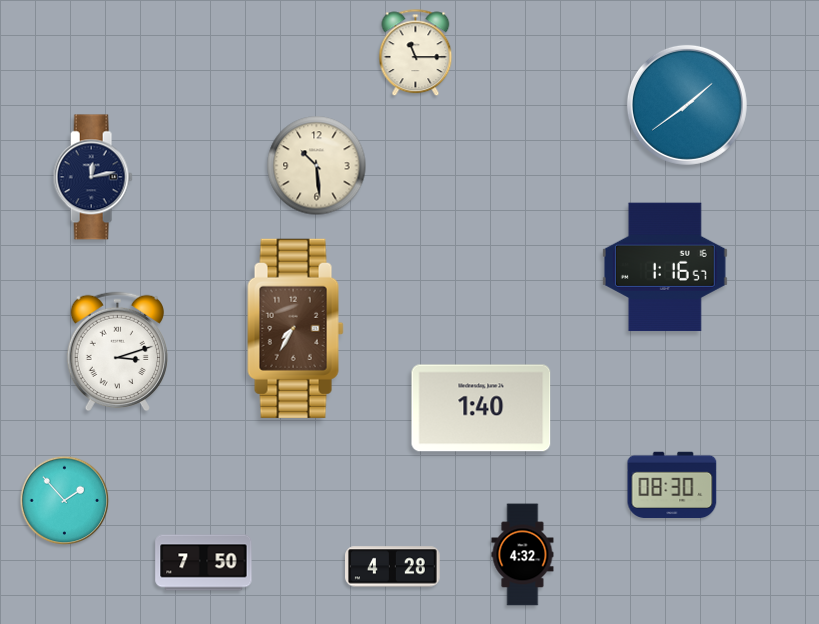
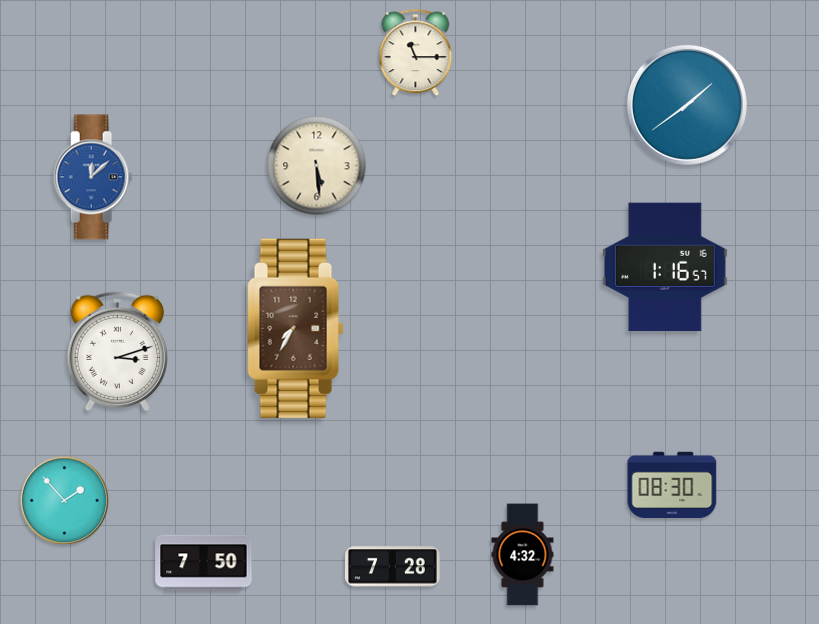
clock at (317, 166): 10:29 -> 5:29
clock at (93, 177): 12:13 -> 12:08
clock at (93, 177) dial: navy -> blue
clock at (481, 408): 1:40 -> none
clock at (393, 567): 4:28 -> 7:28
